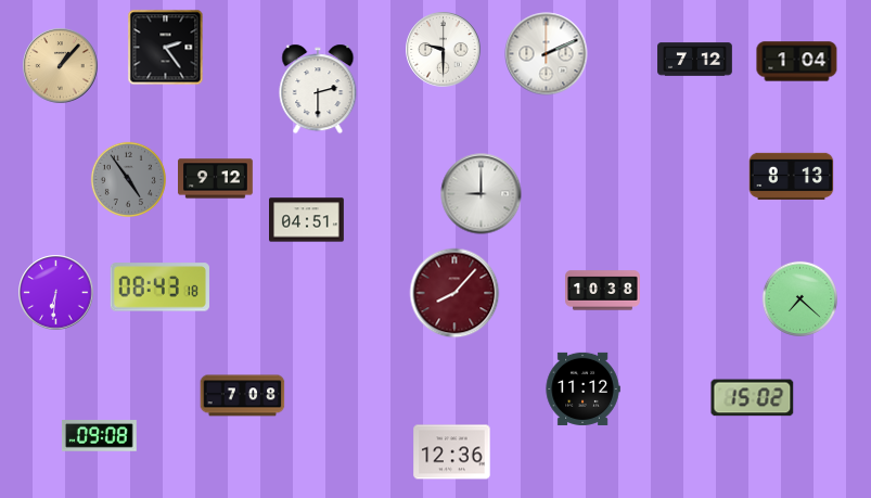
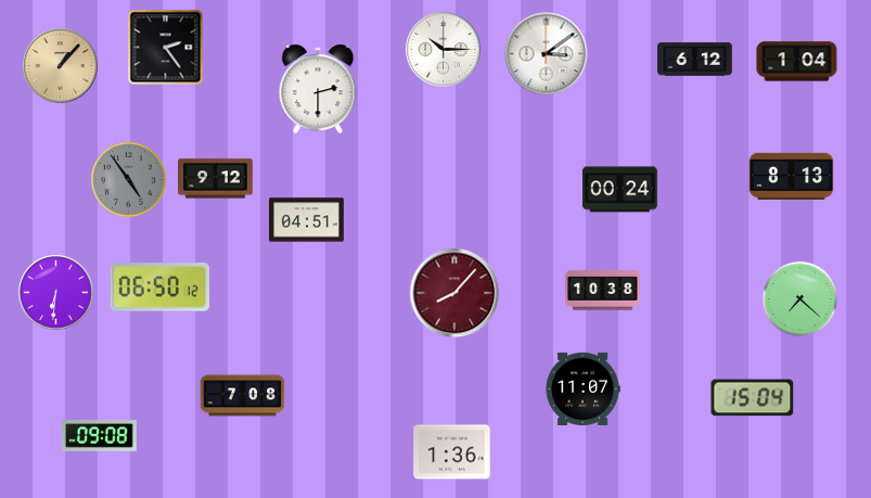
clock at (444, 50): 9:30 -> 10:15
clock at (547, 54): 2:11 -> 3:09
clock at (695, 60): 7:12 -> 6:12
clock at (620, 190): none -> 00:24
clock at (482, 194): 9:00 -> none
clock at (159, 288): 08:43 -> 06:50
clock at (582, 388): 11:12 -> 11:07
clock at (753, 398): 15:02 -> 15:04
clock at (452, 452): 12:36 -> 1:36
